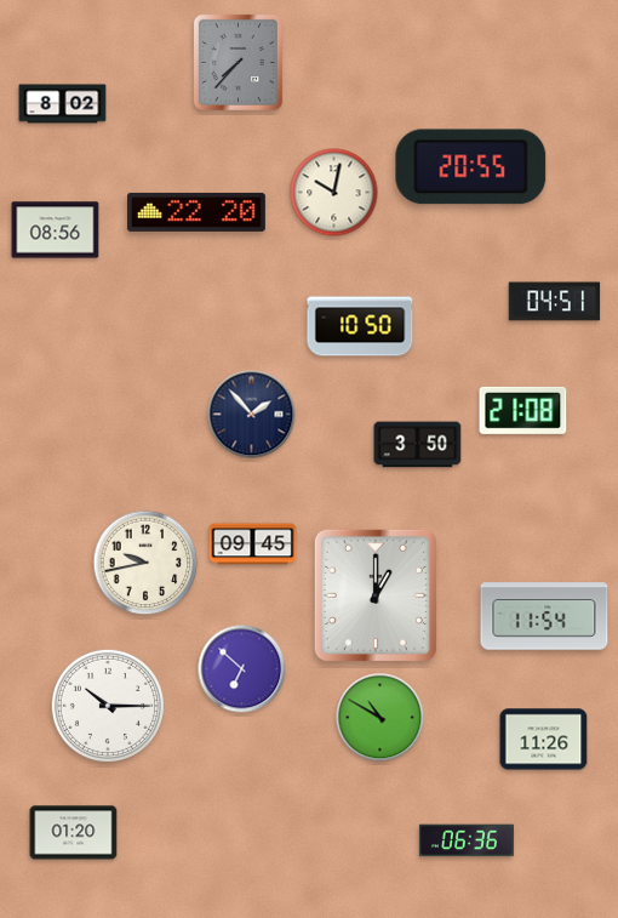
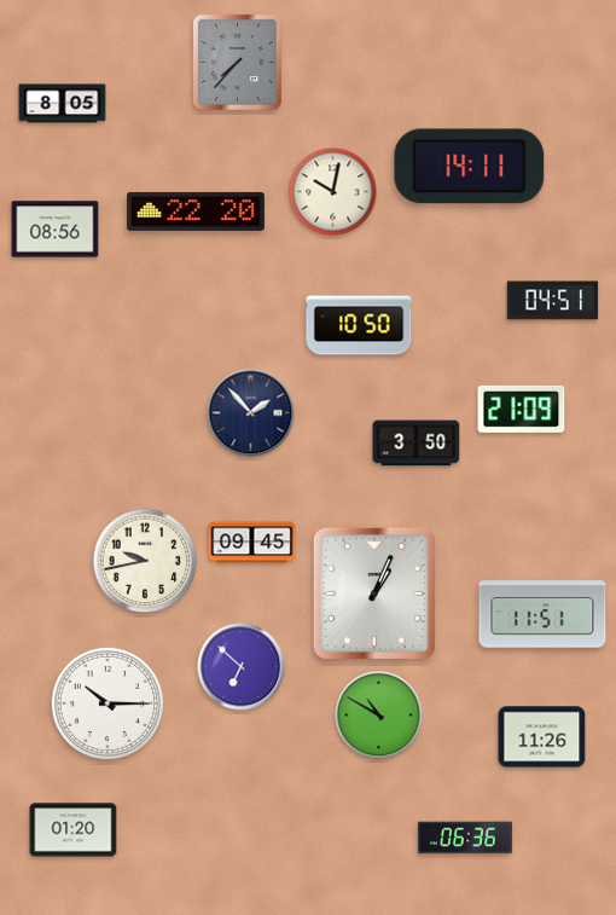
clock at (63, 104): 8:02 -> 8:05
clock at (471, 167): 20:55 -> 14:11
clock at (523, 410): 21:08 -> 21:09
clock at (376, 595): 1:00 -> 1:04
clock at (544, 616): 11:54 -> 11:51
